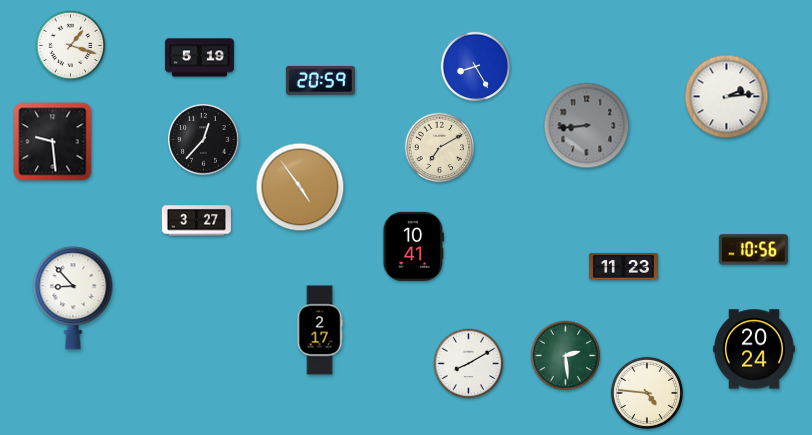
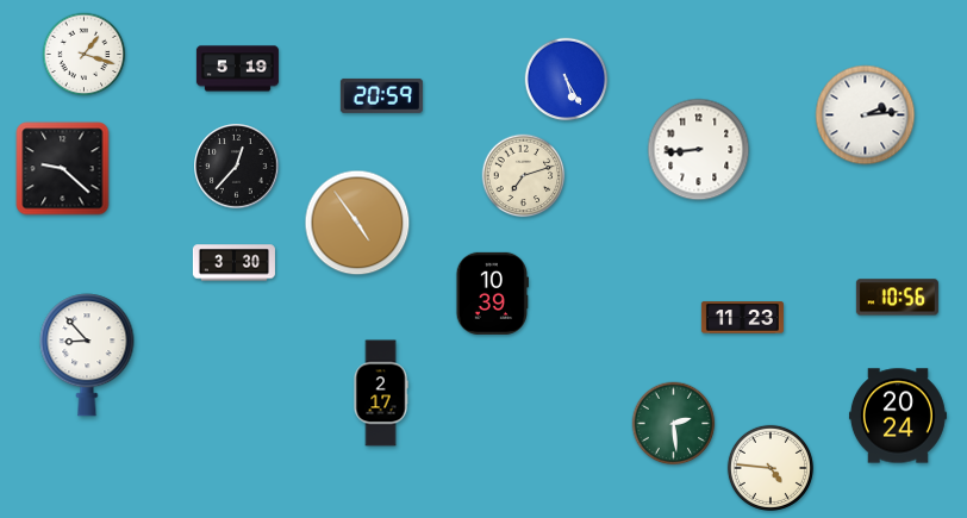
clock at (476, 67): 8:25 -> 5:25
clock at (587, 126) dial: grey -> white
clock at (204, 140) position: (204, 140) -> (237, 167)
clock at (53, 142): 9:29 -> 9:22
clock at (440, 148): 7:10 -> 7:12
clock at (196, 221): 3:27 -> 3:30
clock at (413, 246): 10:41 -> 10:39
clock at (469, 364): 8:10 -> none
